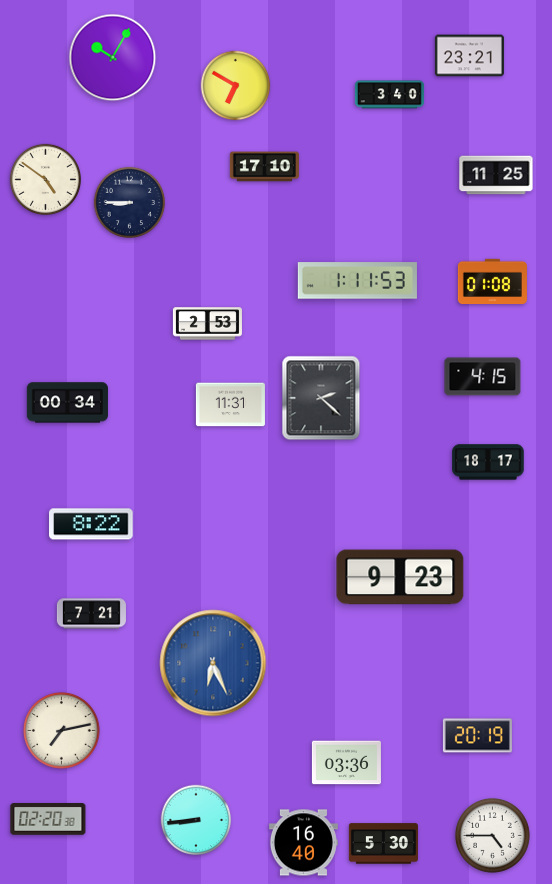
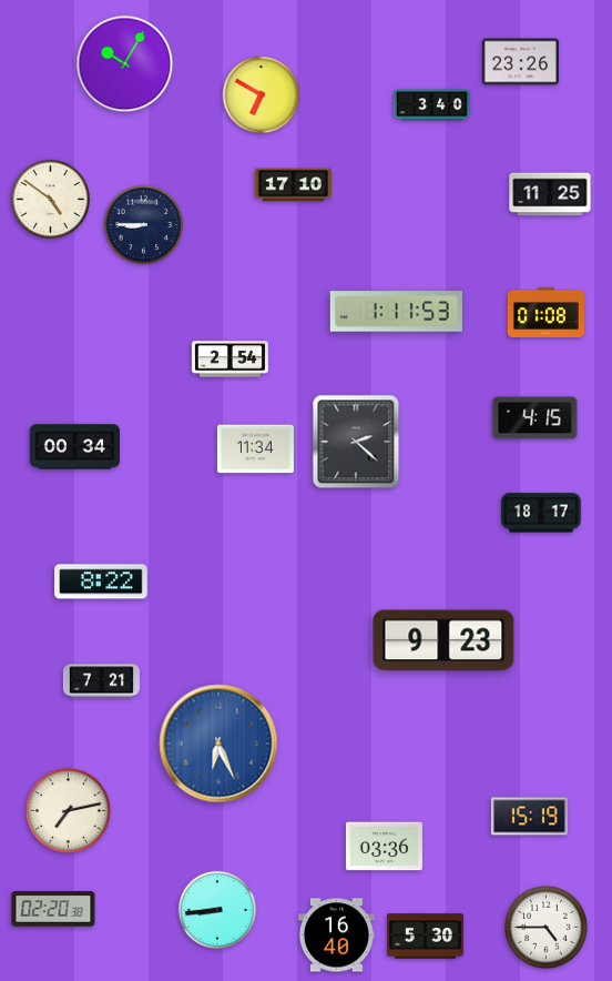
clock at (469, 56): 23:21 -> 23:26
clock at (207, 324): 2:53 -> 2:54
clock at (230, 405): 11:31 -> 11:34
clock at (213, 663) position: (213, 663) -> (218, 744)
clock at (477, 736): 20:19 -> 15:19
